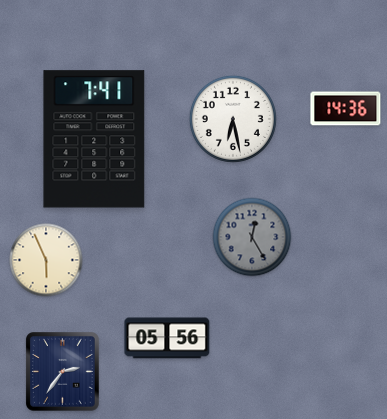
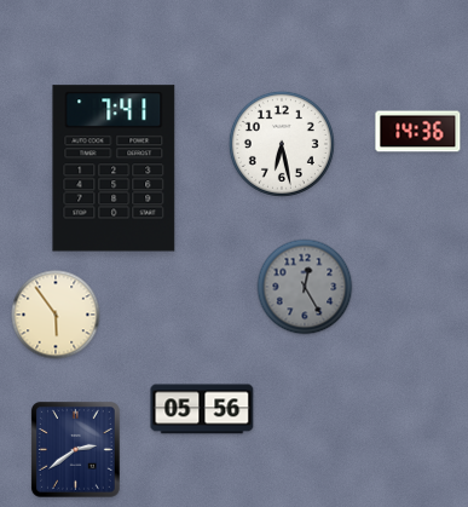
clock at (46, 260): 5:56 -> 5:54
clock at (62, 372): 2:36 -> 2:39
